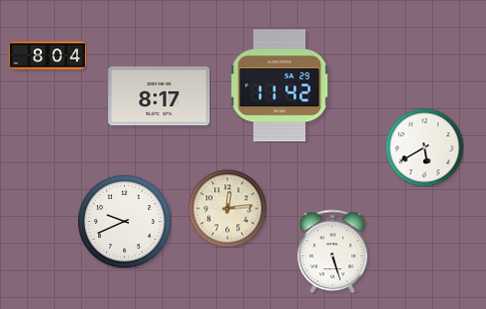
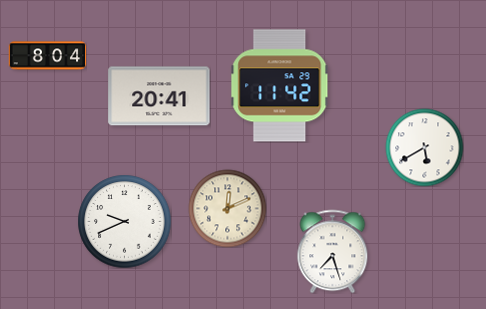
clock at (159, 96): 8:17 -> 20:41
clock at (227, 208): 12:14 -> 12:11
clock at (333, 251): 5:27 -> 7:27
